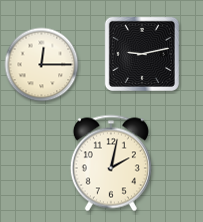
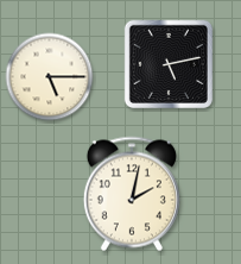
clock at (142, 54): 9:13 -> 5:13
clock at (42, 65): 12:15 -> 5:15
